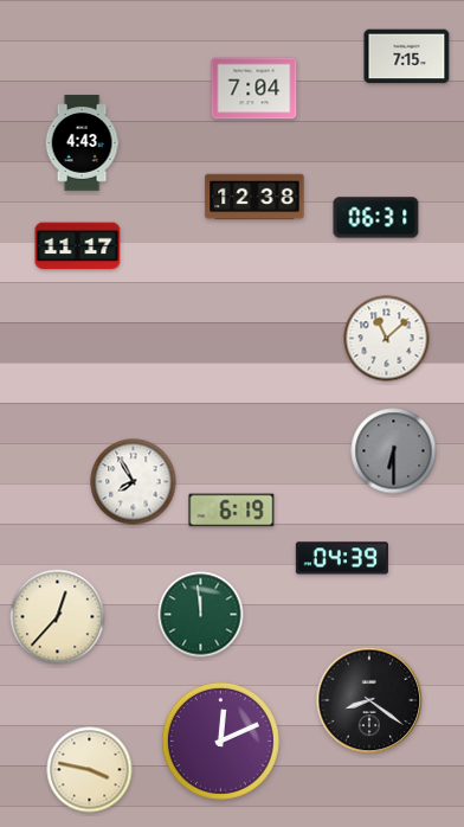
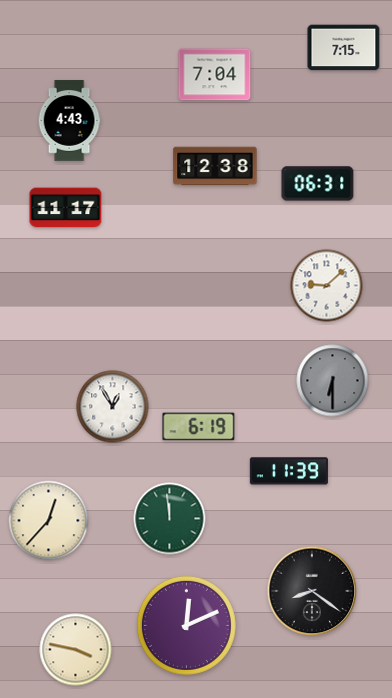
clock at (387, 339): 11:08 -> 9:08
clock at (134, 482): 7:55 -> 12:55
clock at (232, 511) position: (232, 511) -> (199, 427)
clock at (342, 558): 04:39 -> 11:39
